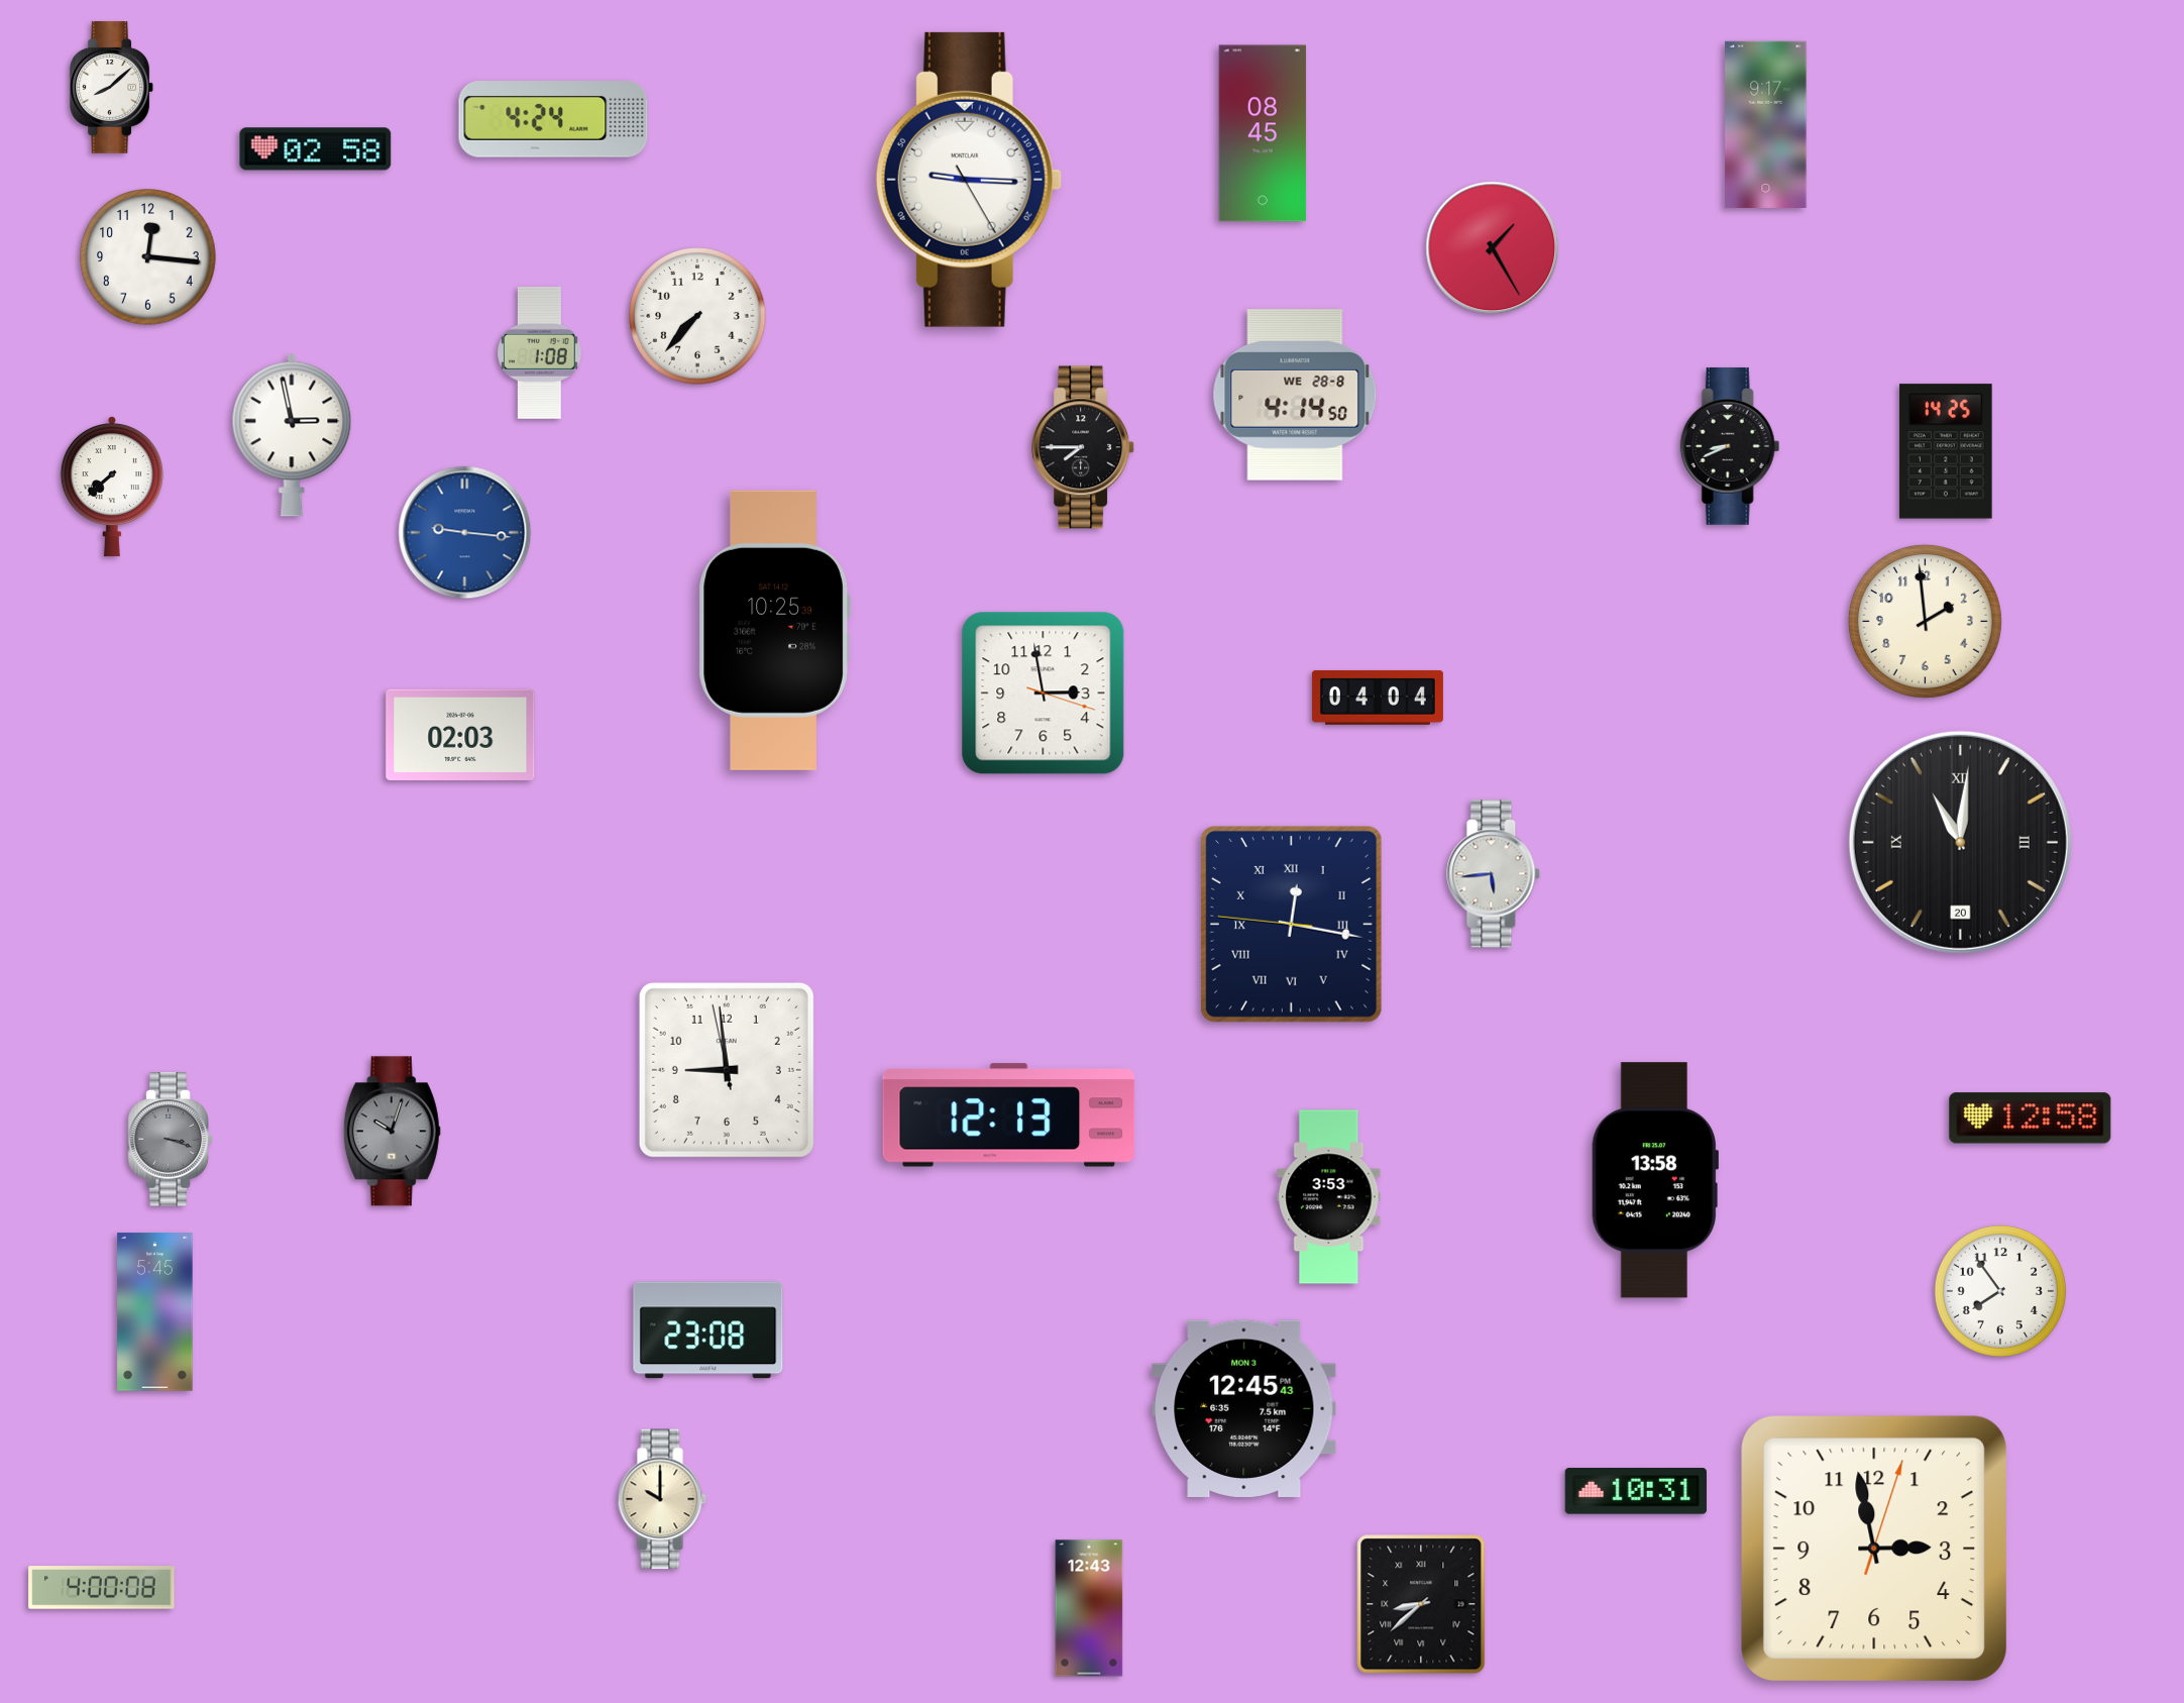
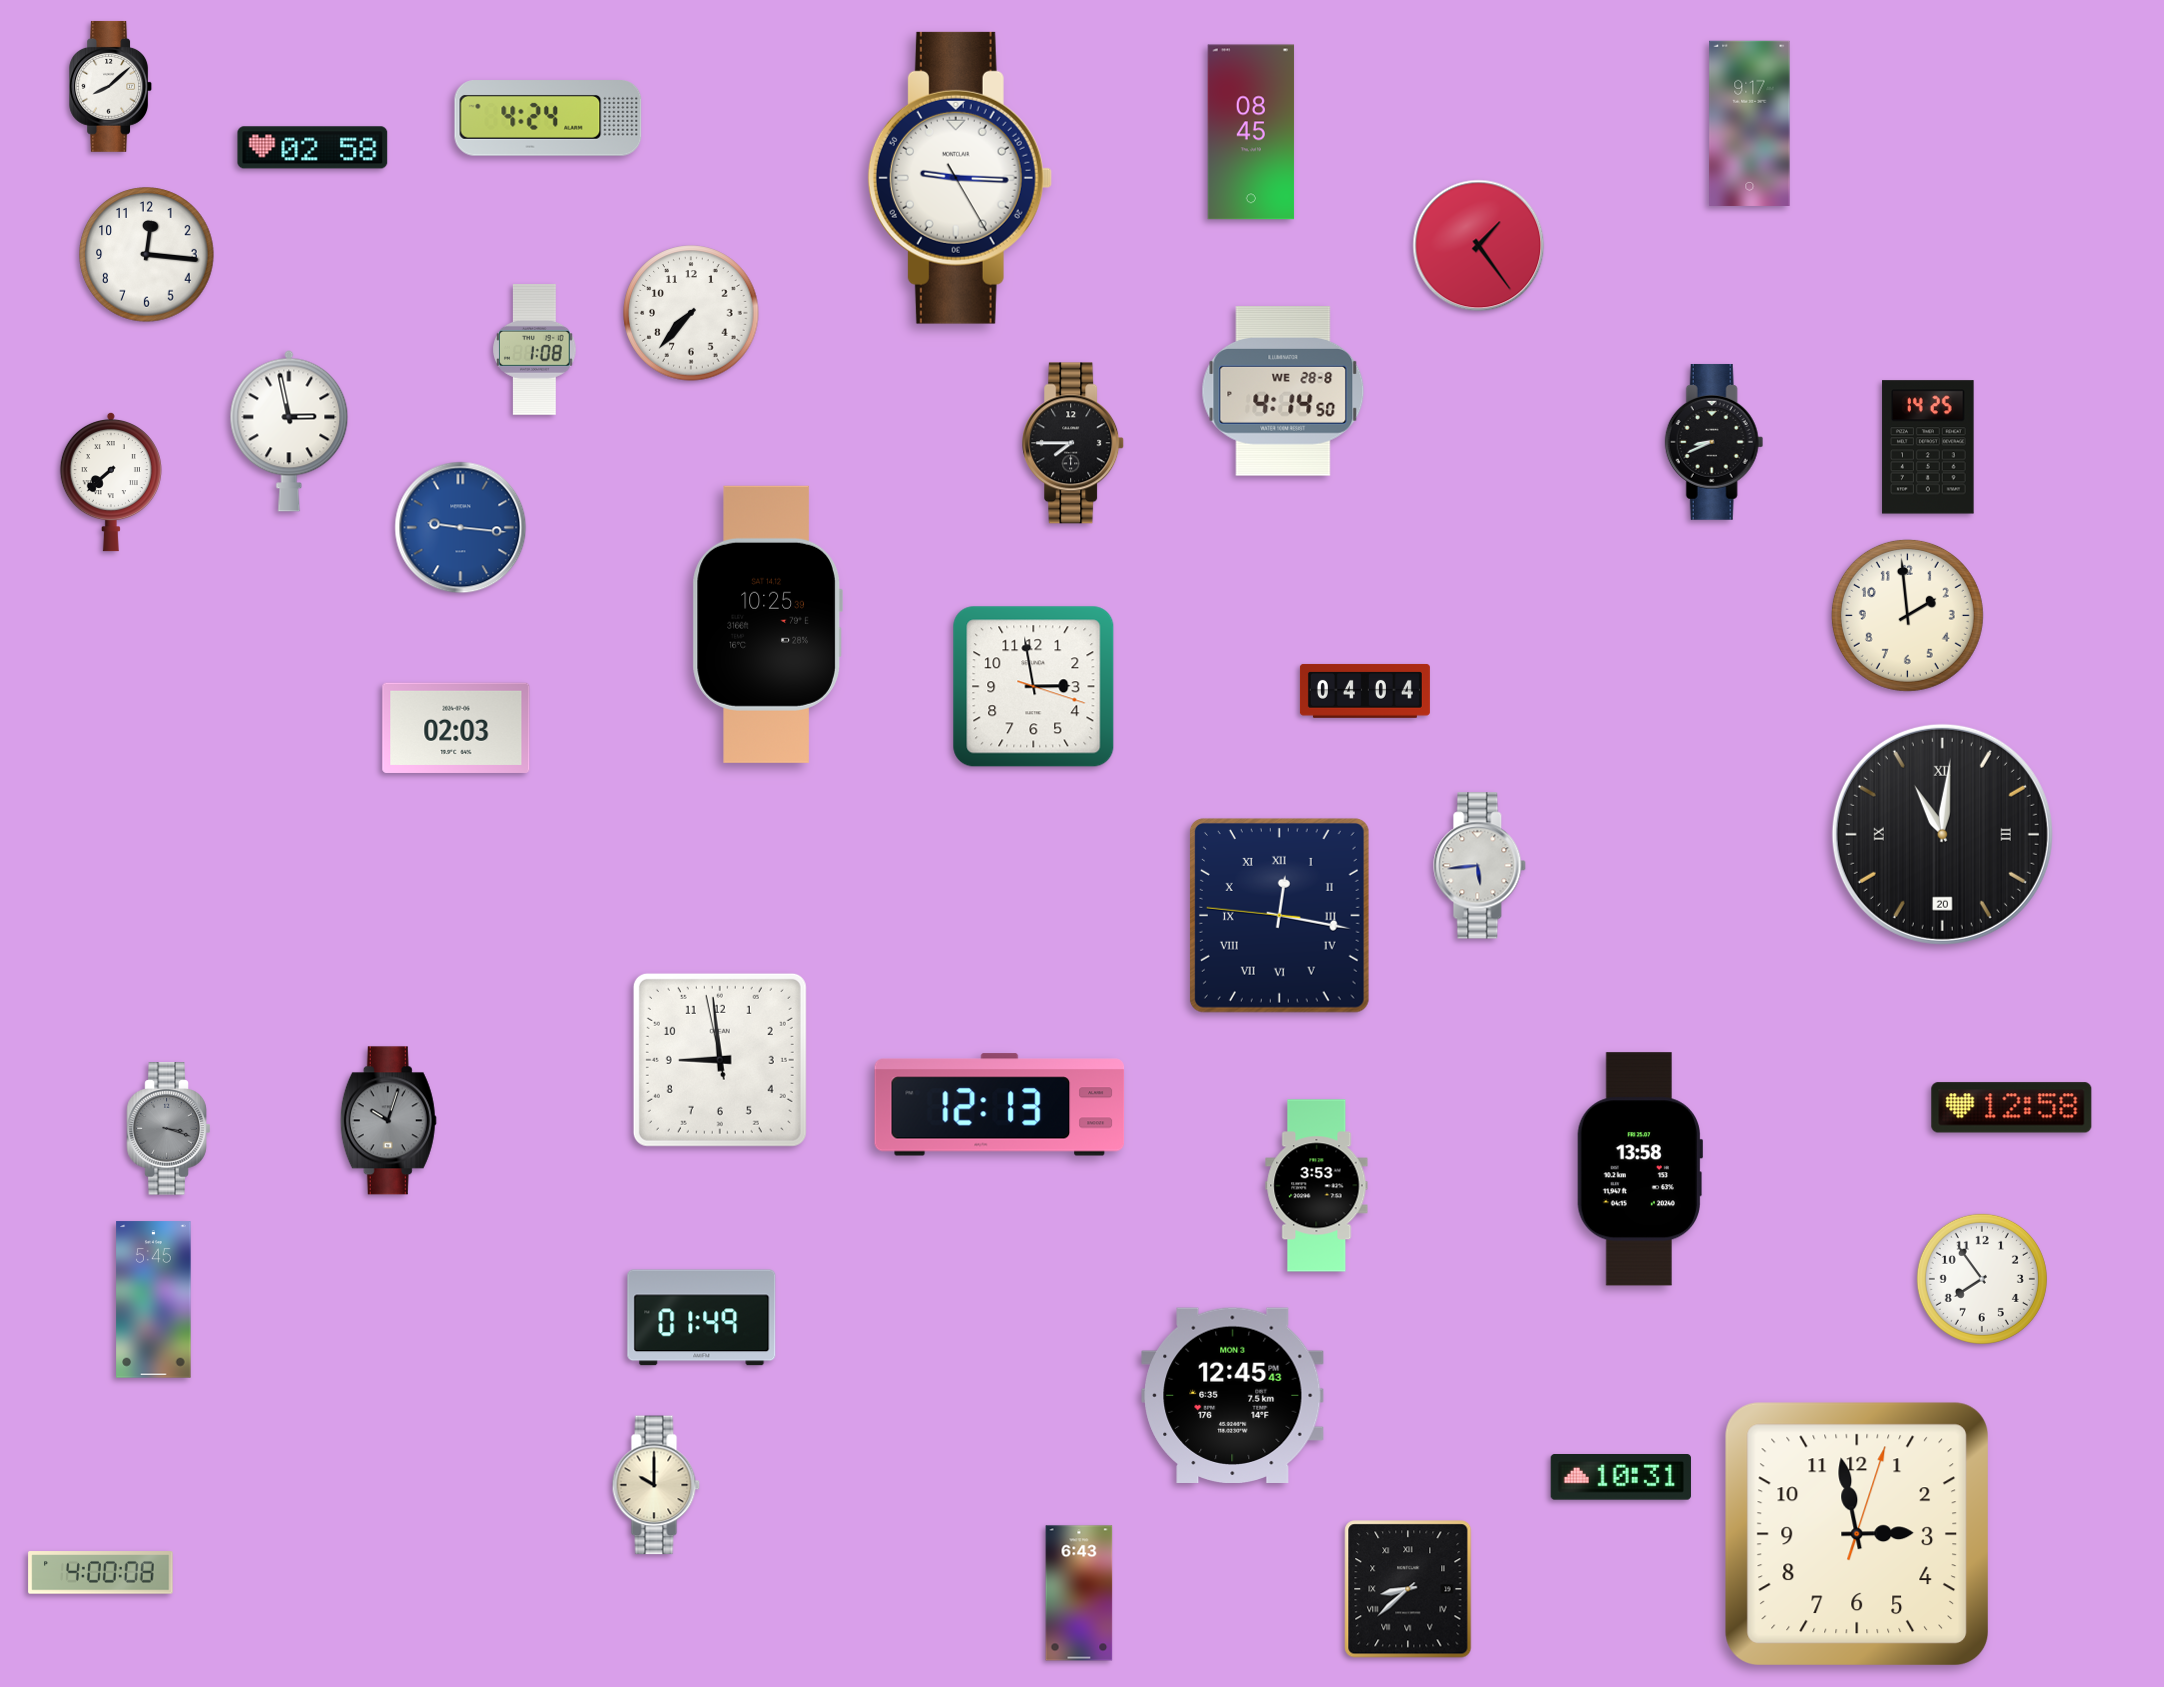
clock at (1493, 248): 1:25 -> 1:24
clock at (708, 1331): 23:08 -> 01:49
clock at (1089, 1608): 12:43 -> 6:43
